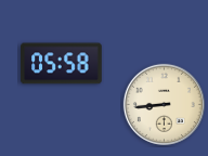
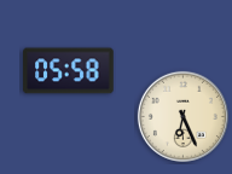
clock at (164, 104): 8:44 -> 6:26
